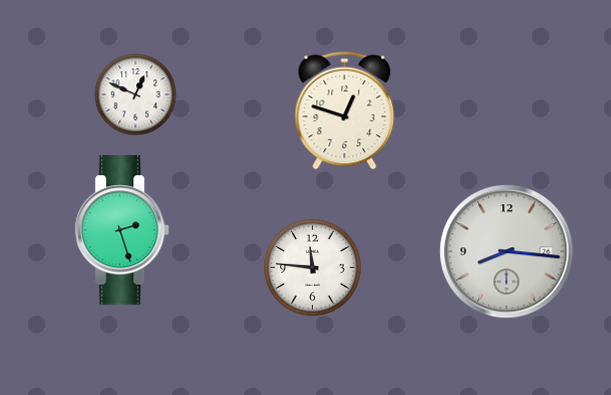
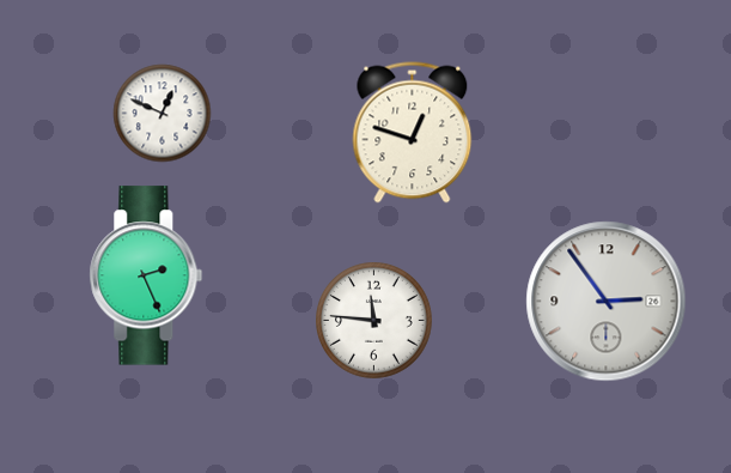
clock at (122, 230): 2:27 -> 2:26
clock at (507, 252): 8:16 -> 2:54
